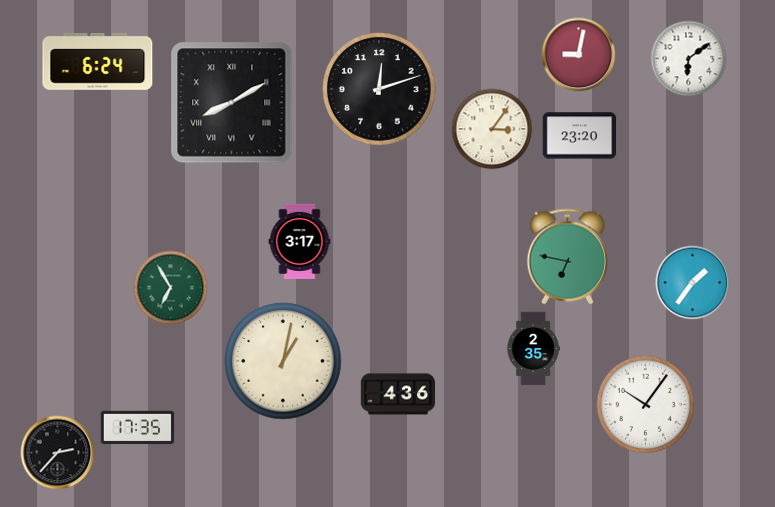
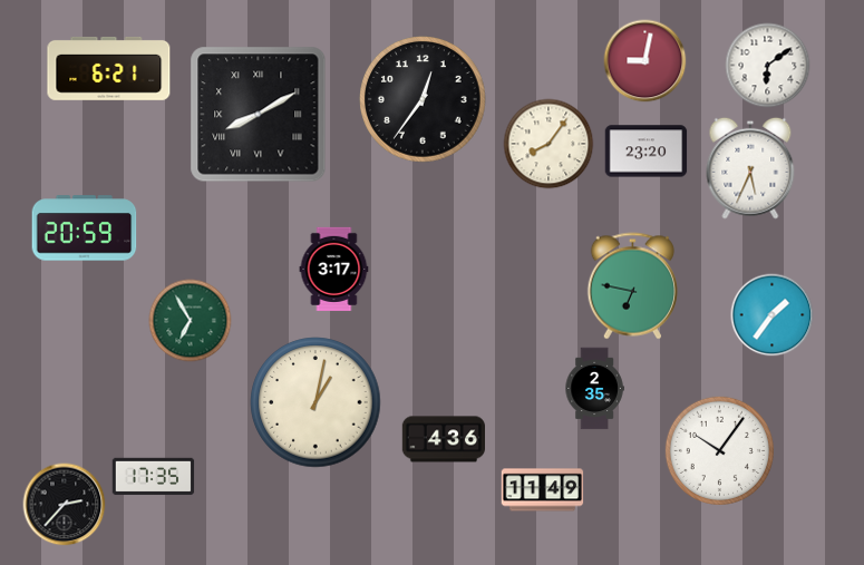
clock at (98, 61): 6:24 -> 6:21
clock at (379, 89): 12:12 -> 12:36
clock at (492, 129): 3:06 -> 8:06
clock at (750, 168): none -> 5:34
clock at (85, 228): none -> 20:59
clock at (543, 490): none -> 11:49
